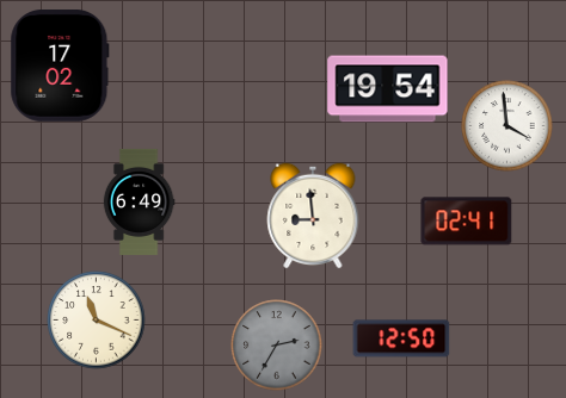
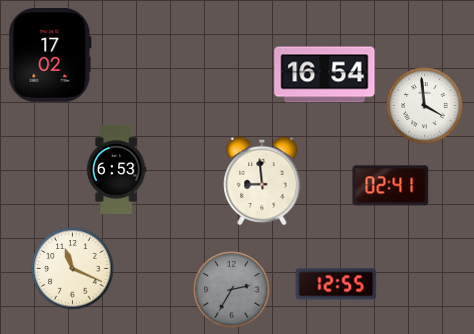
clock at (388, 89): 19:54 -> 16:54
clock at (139, 201): 6:49 -> 6:53
clock at (97, 321) position: (97, 321) -> (73, 269)
clock at (401, 338): 12:50 -> 12:55
